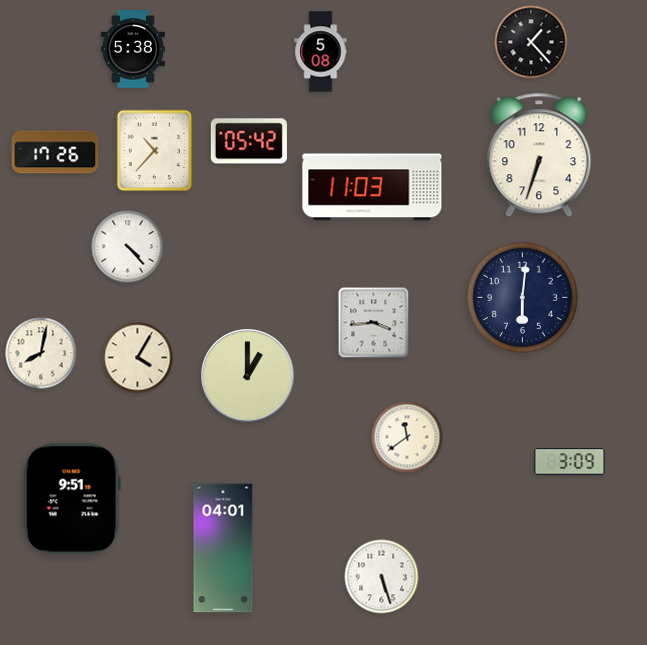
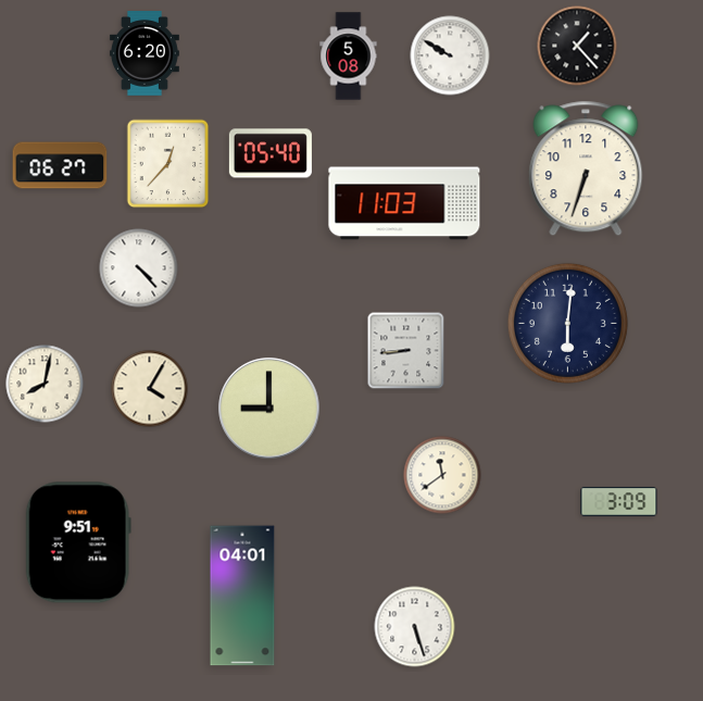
clock at (133, 50): 5:38 -> 6:20
clock at (450, 55): none -> 9:50
clock at (249, 141): 05:42 -> 05:40
clock at (155, 151): 10:37 -> 12:37
clock at (55, 152): 17:26 -> 06:27
clock at (374, 323): 3:44 -> 8:44
clock at (248, 376): 1:00 -> 9:00
